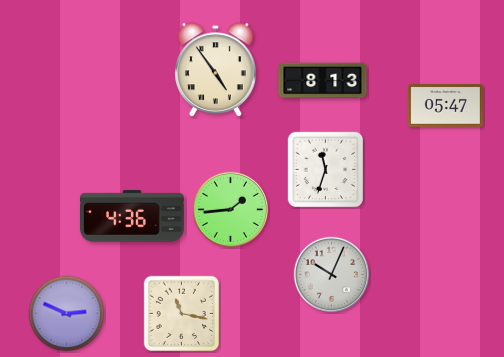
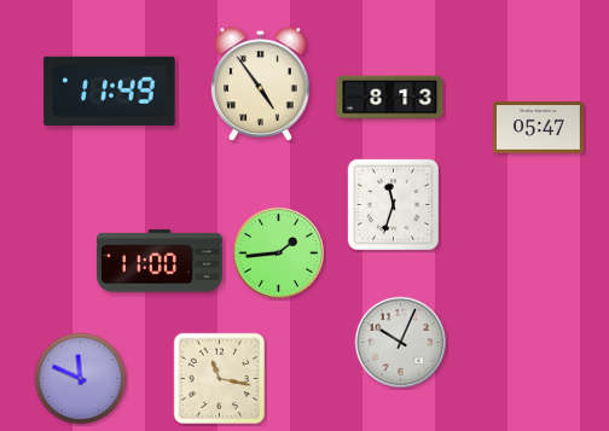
clock at (110, 91): none -> 11:49
clock at (132, 216): 4:36 -> 11:00
clock at (332, 275) position: (332, 275) -> (401, 343)
clock at (67, 314): 2:49 -> 11:49
